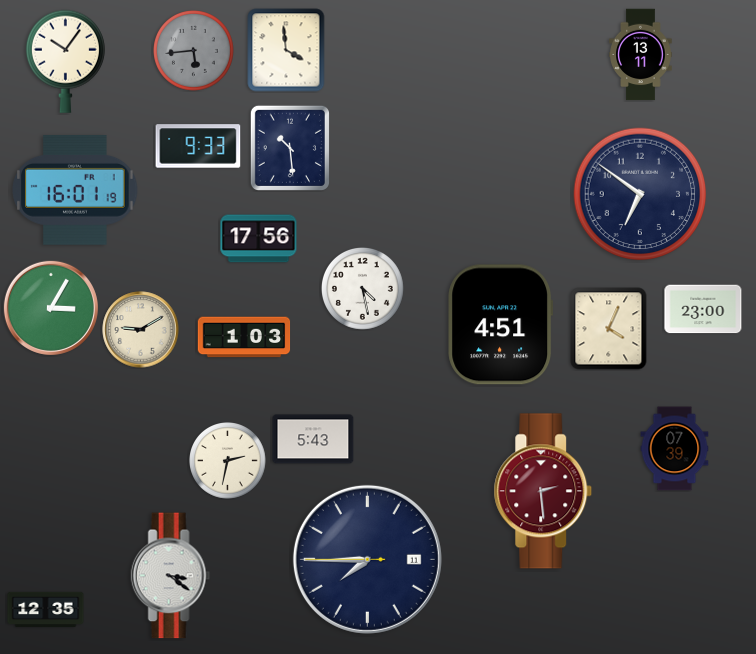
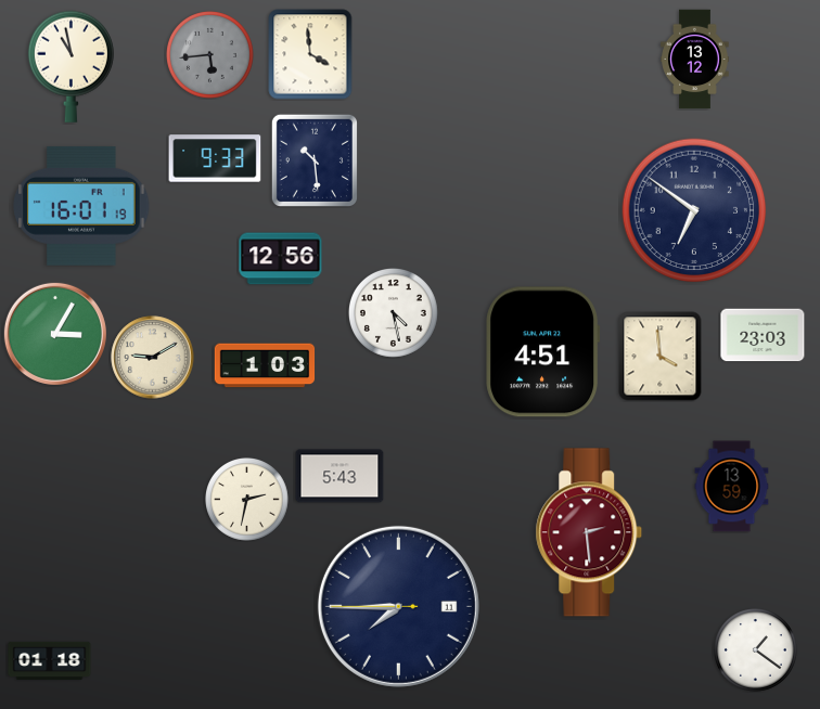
clock at (641, 55): 13:11 -> 13:12
clock at (65, 61): 10:06 -> 10:58
clock at (259, 239): 17:56 -> 12:56
clock at (703, 309): 23:00 -> 23:03
clock at (609, 329): 4:04 -> 3:59
clock at (675, 449): 07:39 -> 13:59
clock at (171, 576): 3:21 -> none
clock at (756, 650): none -> 1:21
clock at (46, 610): 12:35 -> 01:18
